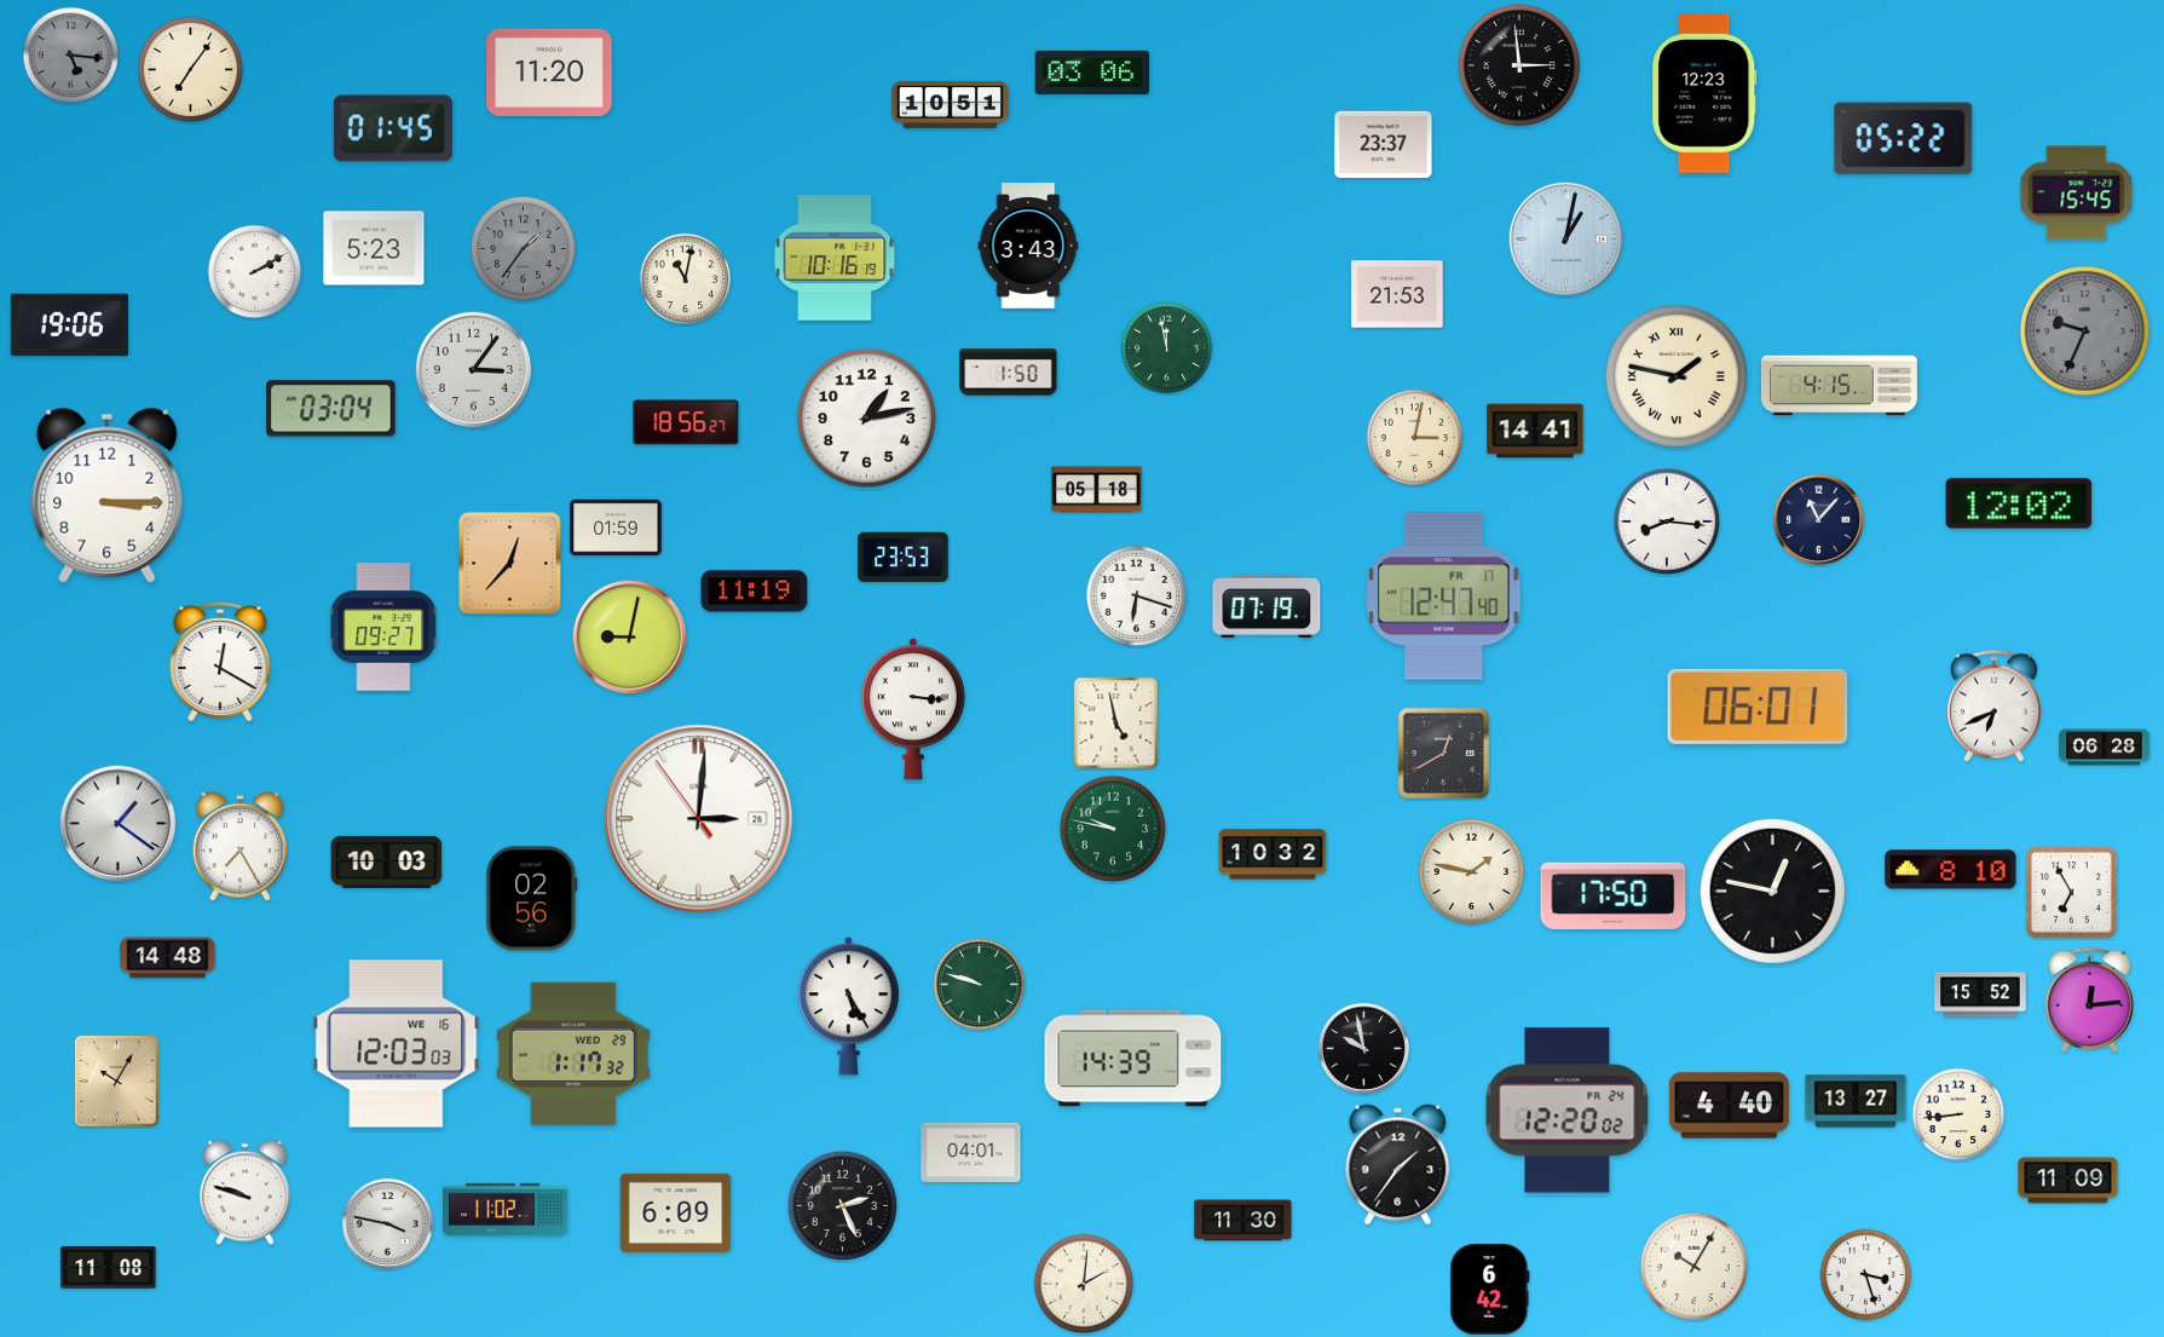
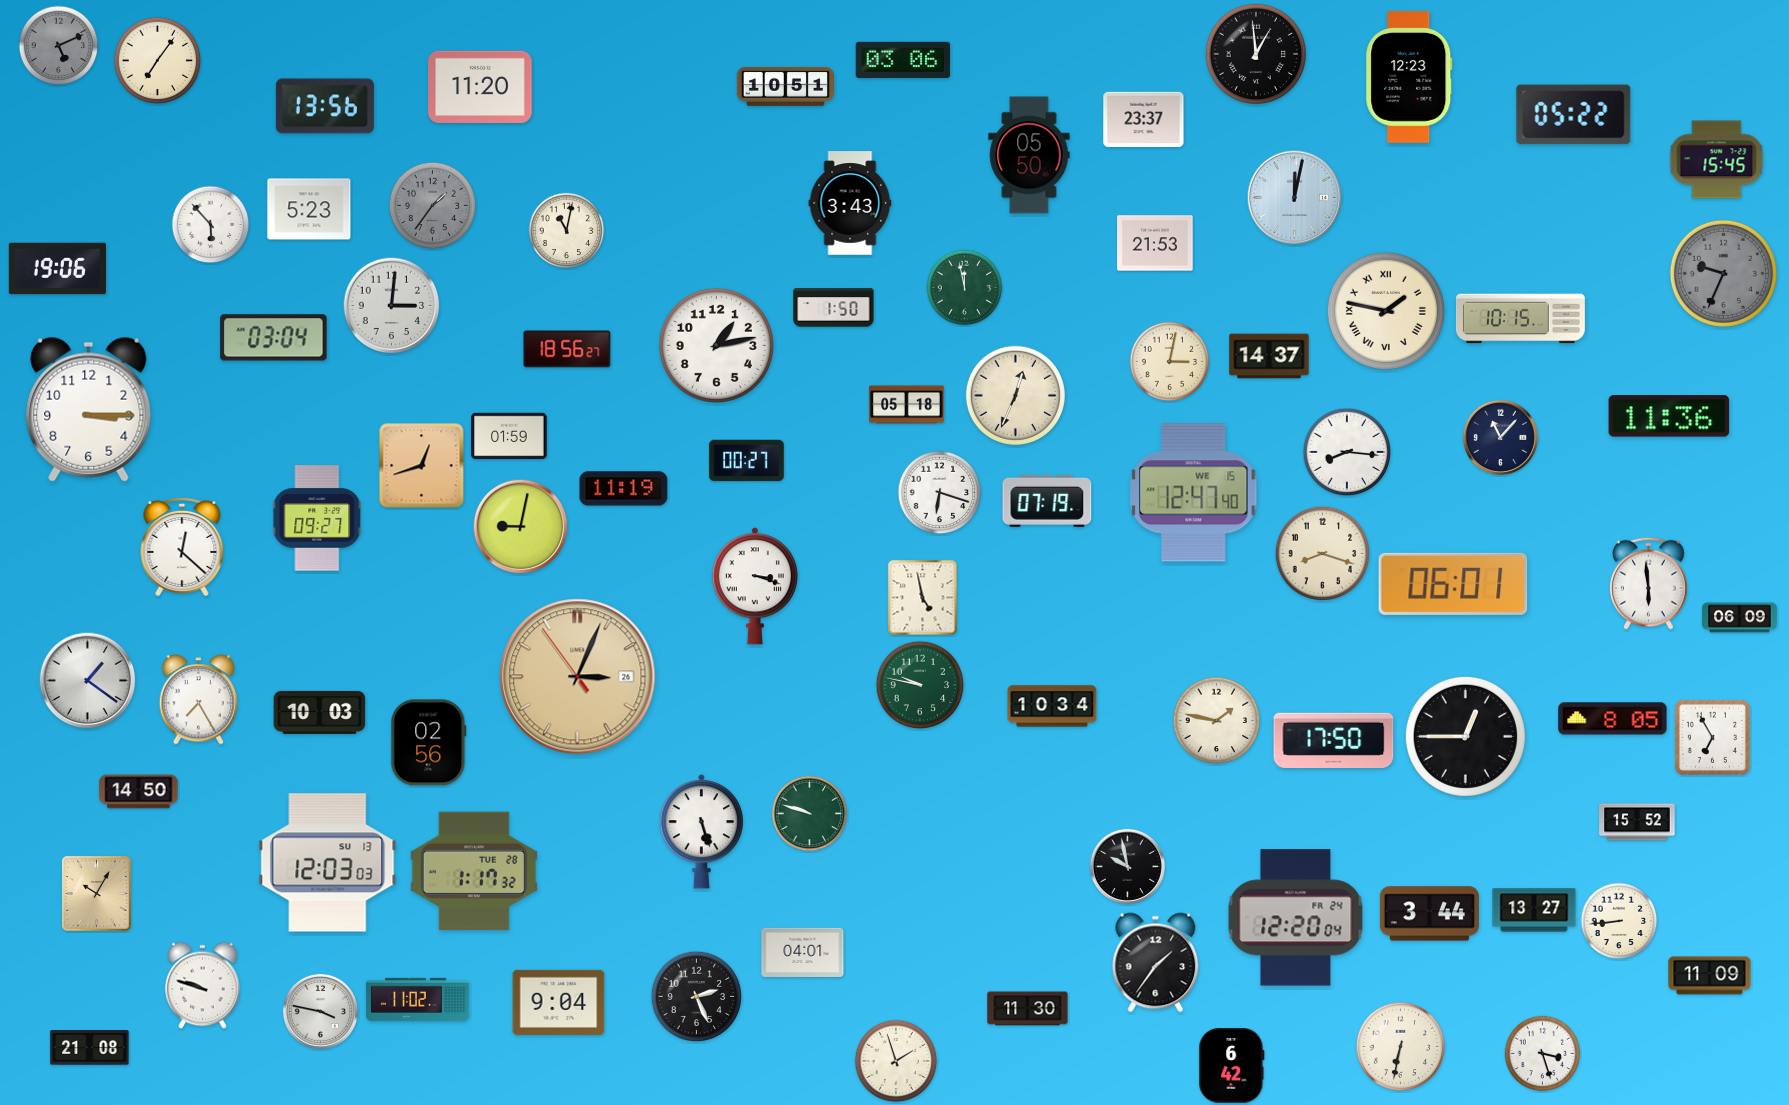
clock at (71, 56): 5:16 -> 5:11
clock at (1519, 65): 2:59 -> 12:59
clock at (191, 70) position: (191, 70) -> (158, 61)
clock at (549, 73) position: (549, 73) -> (480, 87)
clock at (393, 128): 01:45 -> 13:56
clock at (1029, 155): none -> 05:50
clock at (1566, 240): 1:02 -> 12:02
clock at (374, 248) position: (374, 248) -> (309, 209)
clock at (835, 258): 10:16 -> none
clock at (255, 272): 2:10 -> 5:53
clock at (474, 370): 3:06 -> 3:01
clock at (1839, 386): 4:15 -> 10:15
clock at (1535, 431): 14:41 -> 14:37
clock at (1015, 395): none -> 12:34
clock at (2019, 503): 12:02 -> 11:36
clock at (1818, 519) position: (1818, 519) -> (1500, 437)
clock at (1667, 521) position: (1667, 521) -> (1347, 452)
clock at (904, 558): 23:53 -> 00:27
clock at (510, 564): 12:37 -> 12:42
clock at (1444, 597) date: FR 17 -> WE 15
clock at (220, 662): 12:20 -> 12:22
clock at (1322, 553): none -> 8:18
clock at (1995, 705): 6:41 -> 5:59
clock at (913, 709): 3:16 -> 3:18
clock at (2105, 748): 06:28 -> 06:09
clock at (1443, 753): 12:40 -> none
clock at (699, 819): 3:00 -> 3:03
clock at (699, 819) dial: white -> champagne
clock at (119, 824) position: (119, 824) -> (88, 681)
clock at (1273, 854): 10:32 -> 10:34
clock at (1951, 870): 8:10 -> 8:05
clock at (1772, 891): 12:47 -> 12:45
clock at (532, 899) position: (532, 899) -> (429, 743)
clock at (168, 958): 14:48 -> 14:50
clock at (2090, 999): 12:14 -> none
clock at (848, 1007): 5:25 -> 5:27
clock at (397, 1044) date: WE 16 -> SU 13
clock at (573, 1054) date: WED 29 -> TUE 28
clock at (1133, 1059): 14:39 -> none
clock at (1729, 1106): 4:40 -> 3:44
clock at (1568, 1111): 12:20:02 -> 12:20:04
clock at (676, 1212): 6:09 -> 9:04
clock at (1695, 1267): 10:05 -> 6:32
clock at (109, 1268): 11:08 -> 21:08
clock at (1084, 1284): 2:01 -> 1:57
